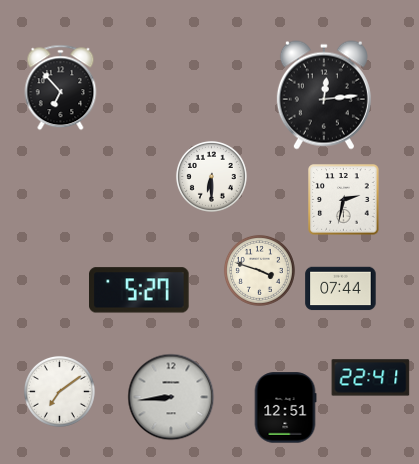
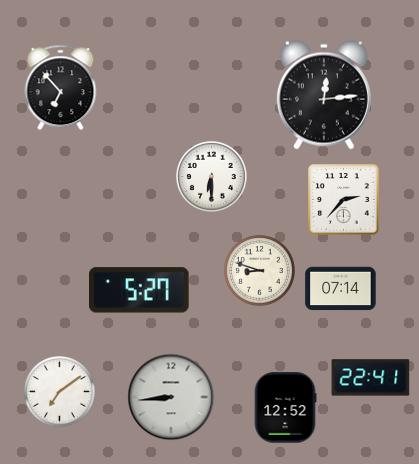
clock at (344, 200): 2:32 -> 2:37
clock at (259, 270): 3:48 -> 8:48
clock at (341, 289): 07:44 -> 07:14
clock at (285, 408): 12:51 -> 12:52
